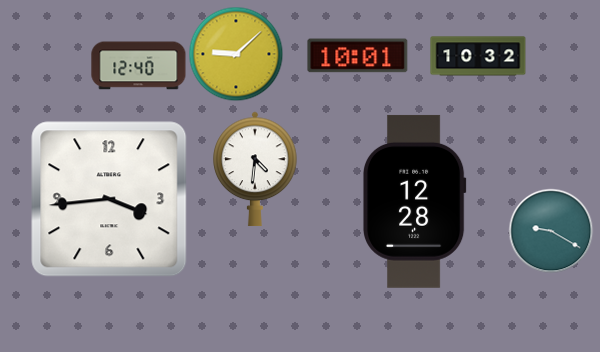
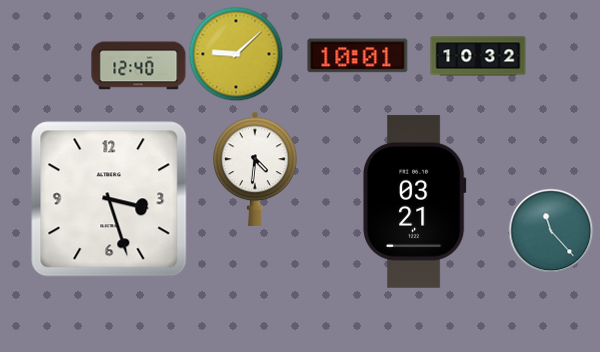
clock at (109, 199): 3:44 -> 3:27
clock at (414, 201): 12:28 -> 03:21
clock at (551, 231): 9:20 -> 11:23
